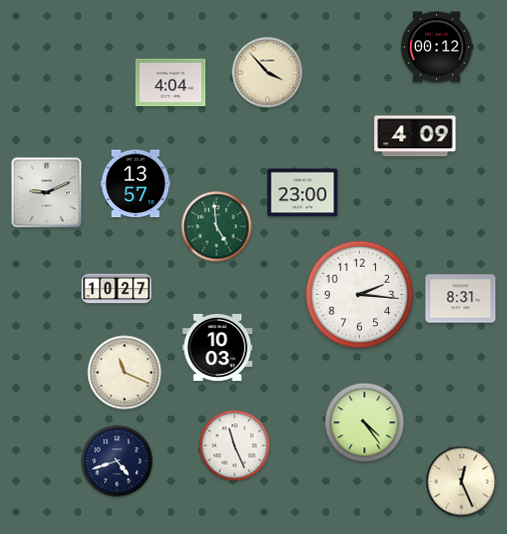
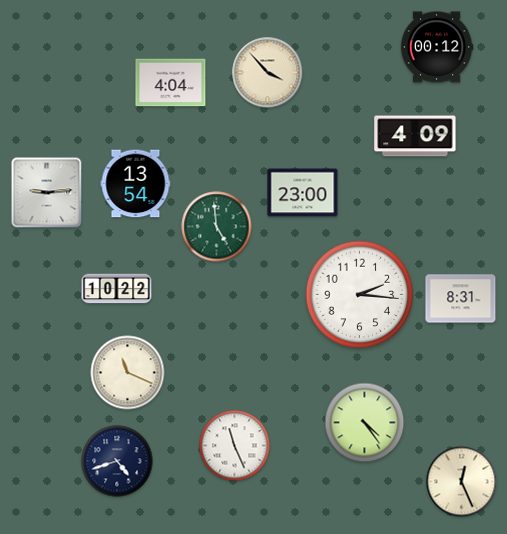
clock at (136, 184): 13:57 -> 13:54
clock at (47, 193): 9:11 -> 9:14
clock at (117, 289): 10:27 -> 10:22
clock at (218, 347): 10:03 -> none
clock at (125, 373) position: (125, 373) -> (128, 373)
